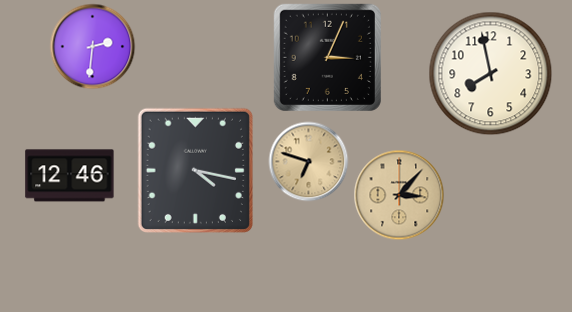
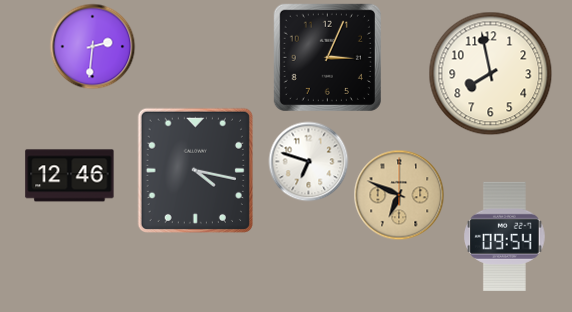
clock at (309, 162) dial: champagne -> white
clock at (399, 195): 3:07 -> 6:49
clock at (505, 236): none -> 09:54
